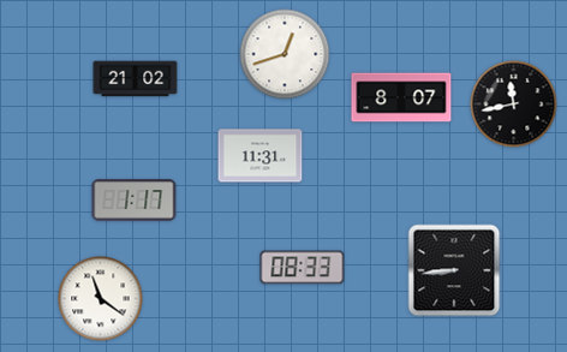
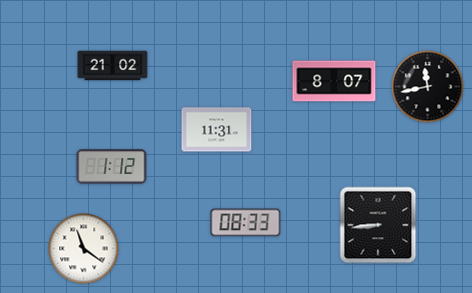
clock at (285, 54): 12:42 -> none
clock at (135, 201): 1:17 -> 1:12
clock at (303, 268) position: (303, 268) -> (246, 223)
